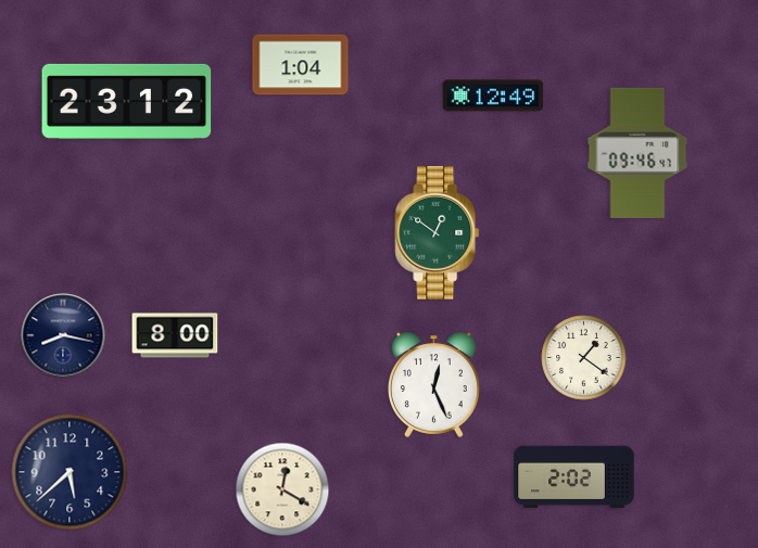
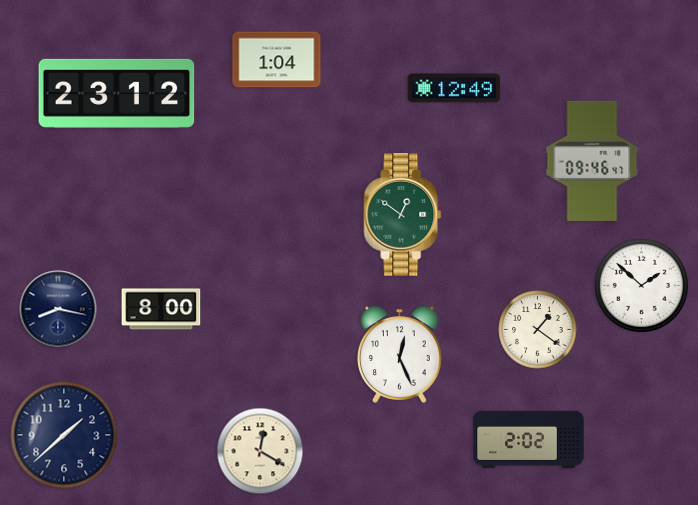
clock at (637, 153) position: (637, 153) -> (592, 161)
clock at (641, 285): none -> 1:52
clock at (70, 472): 5:38 -> 1:38
